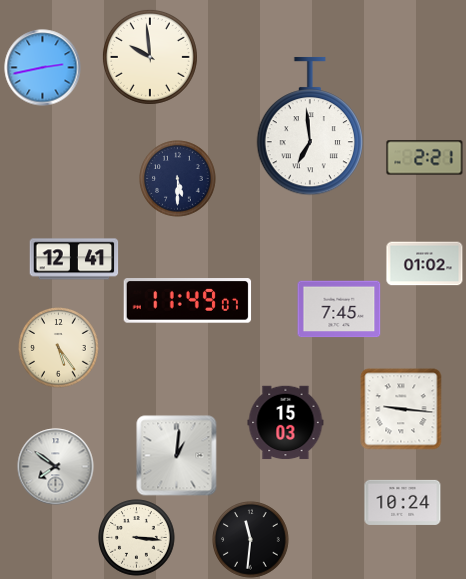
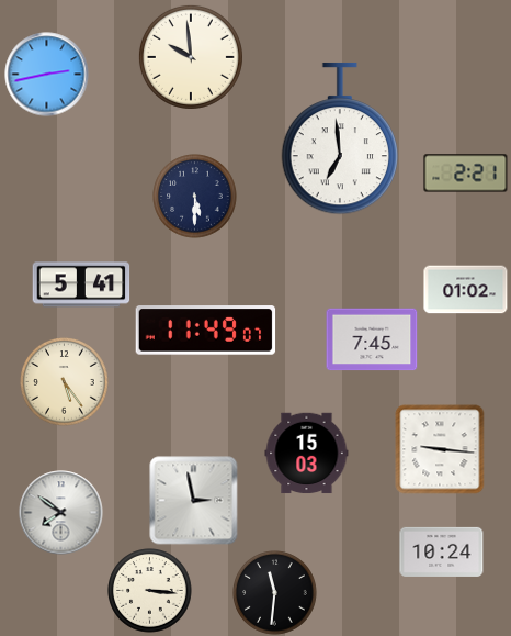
clock at (150, 57) position: (150, 57) -> (191, 57)
clock at (74, 259): 12:41 -> 5:41
clock at (286, 423) position: (286, 423) -> (307, 454)
clock at (177, 456): 1:01 -> 2:58
